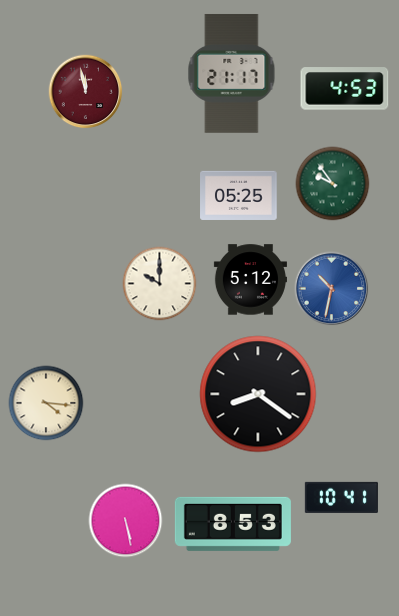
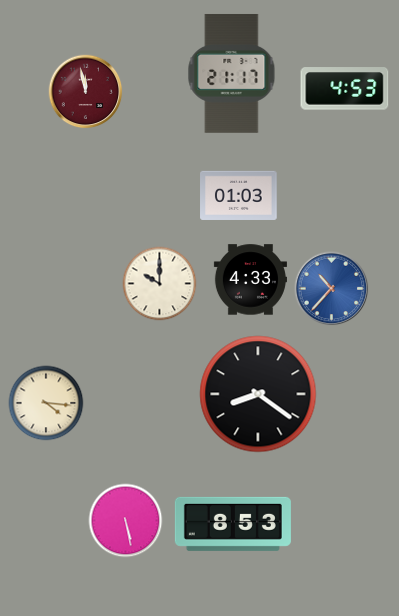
clock at (333, 184): 9:54 -> none
clock at (239, 195): 05:25 -> 01:03
clock at (250, 280): 5:12 -> 4:33
clock at (332, 289): 10:32 -> 10:37
clock at (341, 497): 10:41 -> none
